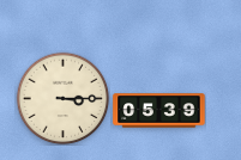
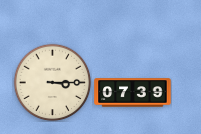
clock at (159, 111): 05:39 -> 07:39
